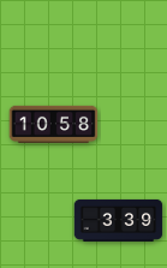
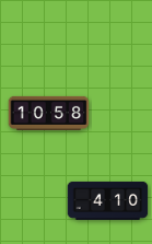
clock at (119, 220): 3:39 -> 4:10
